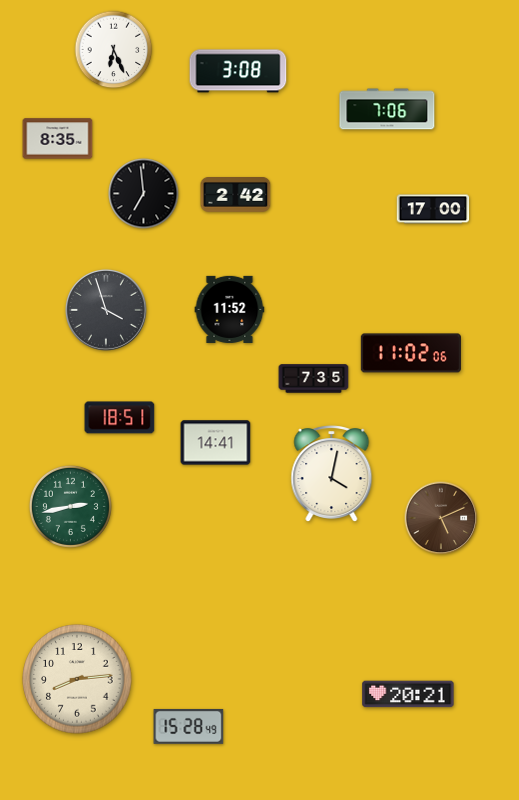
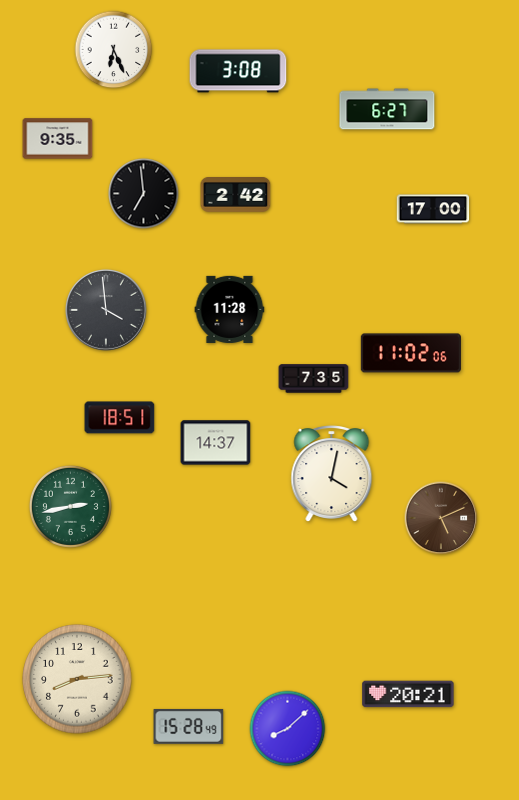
clock at (387, 109): 7:06 -> 6:27
clock at (58, 139): 8:35 -> 9:35
clock at (230, 309): 11:52 -> 11:28
clock at (106, 310): 3:57 -> 3:59
clock at (216, 443): 14:41 -> 14:37
clock at (288, 729): none -> 8:08
